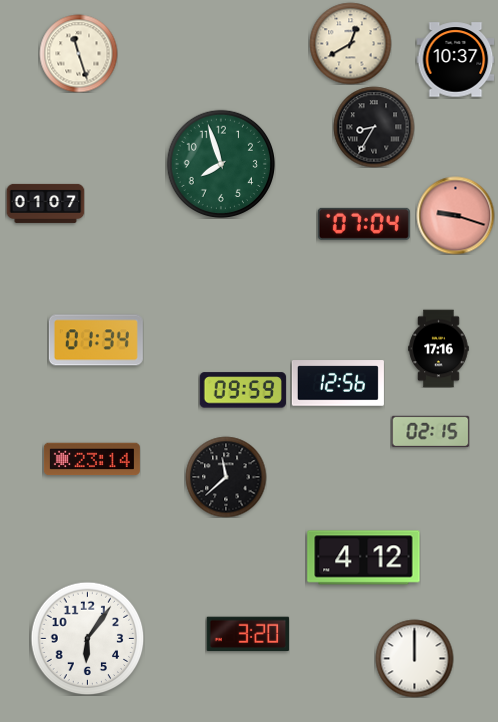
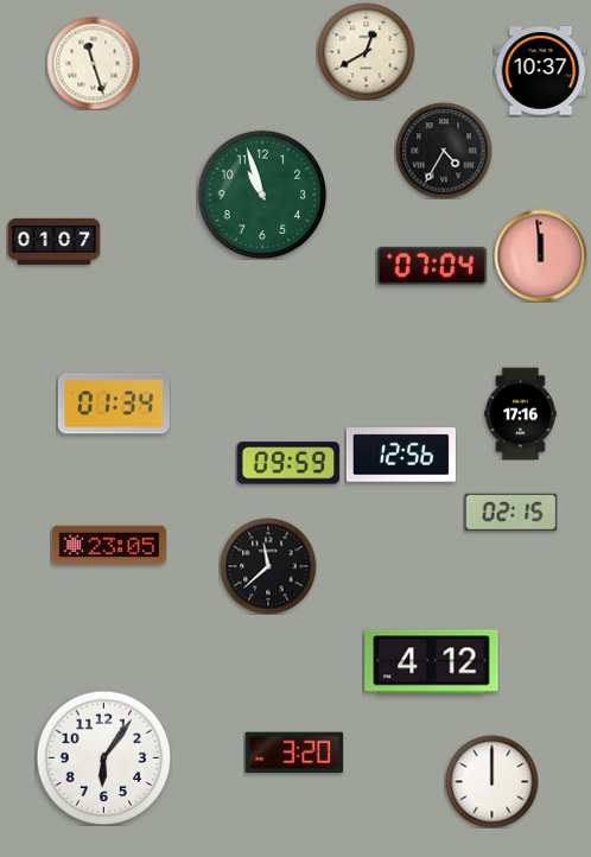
clock at (350, 43) position: (350, 43) -> (366, 51)
clock at (374, 127): 8:35 -> 4:35
clock at (220, 163): 7:57 -> 10:57
clock at (455, 215): 9:18 -> 11:59
clock at (92, 459): 23:14 -> 23:05
